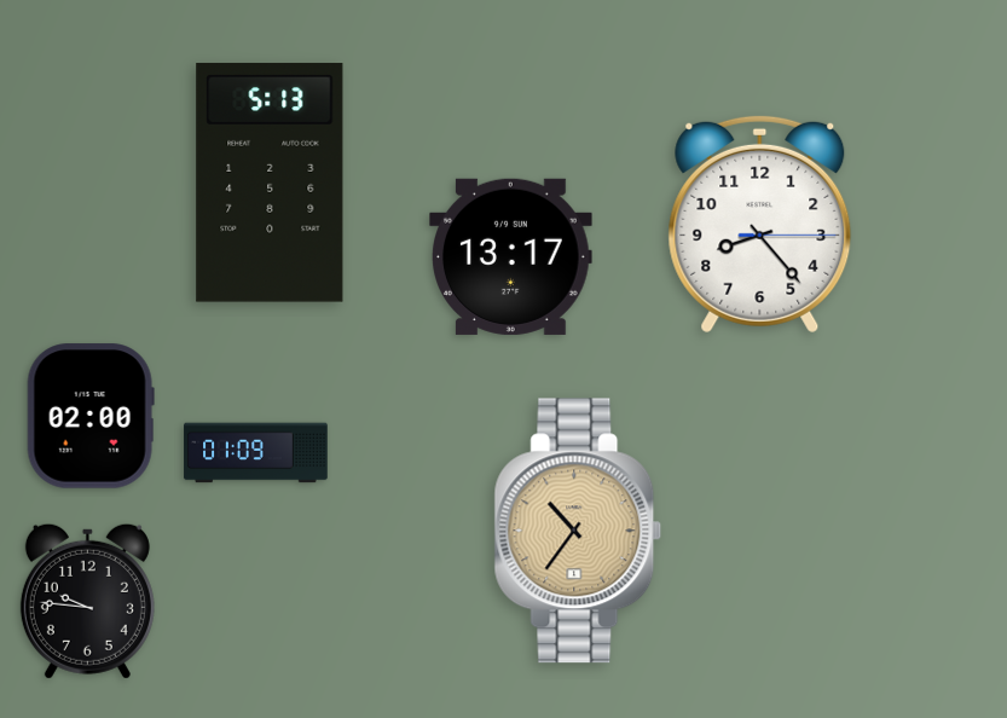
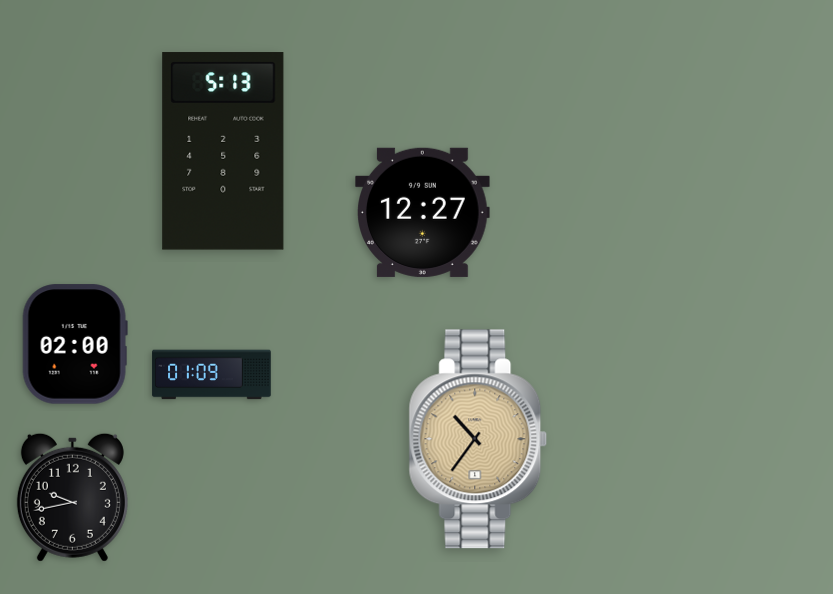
clock at (760, 224): 8:23 -> none
clock at (511, 256): 13:17 -> 12:27
clock at (87, 601): 9:46 -> 9:43
